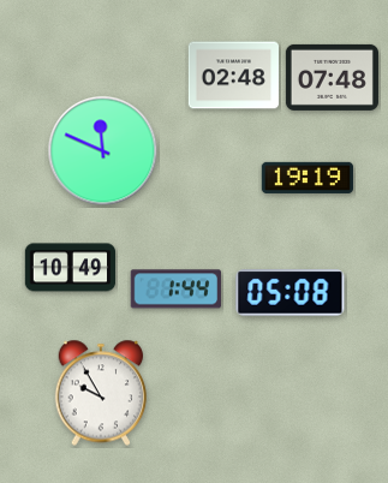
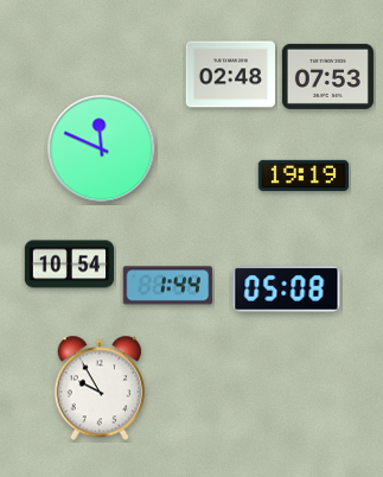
clock at (332, 77): 07:48 -> 07:53
clock at (71, 268): 10:49 -> 10:54
clock at (175, 290) position: (175, 290) -> (167, 286)
